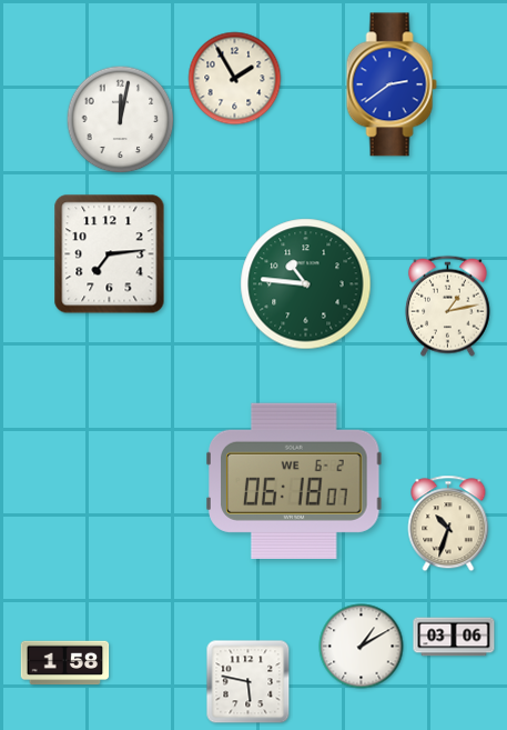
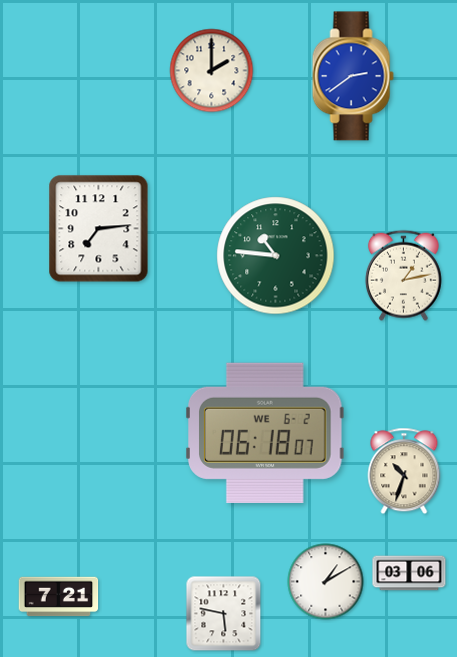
clock at (235, 79): 1:55 -> 2:00
clock at (121, 120): 12:02 -> none
clock at (65, 663): 1:58 -> 7:21
